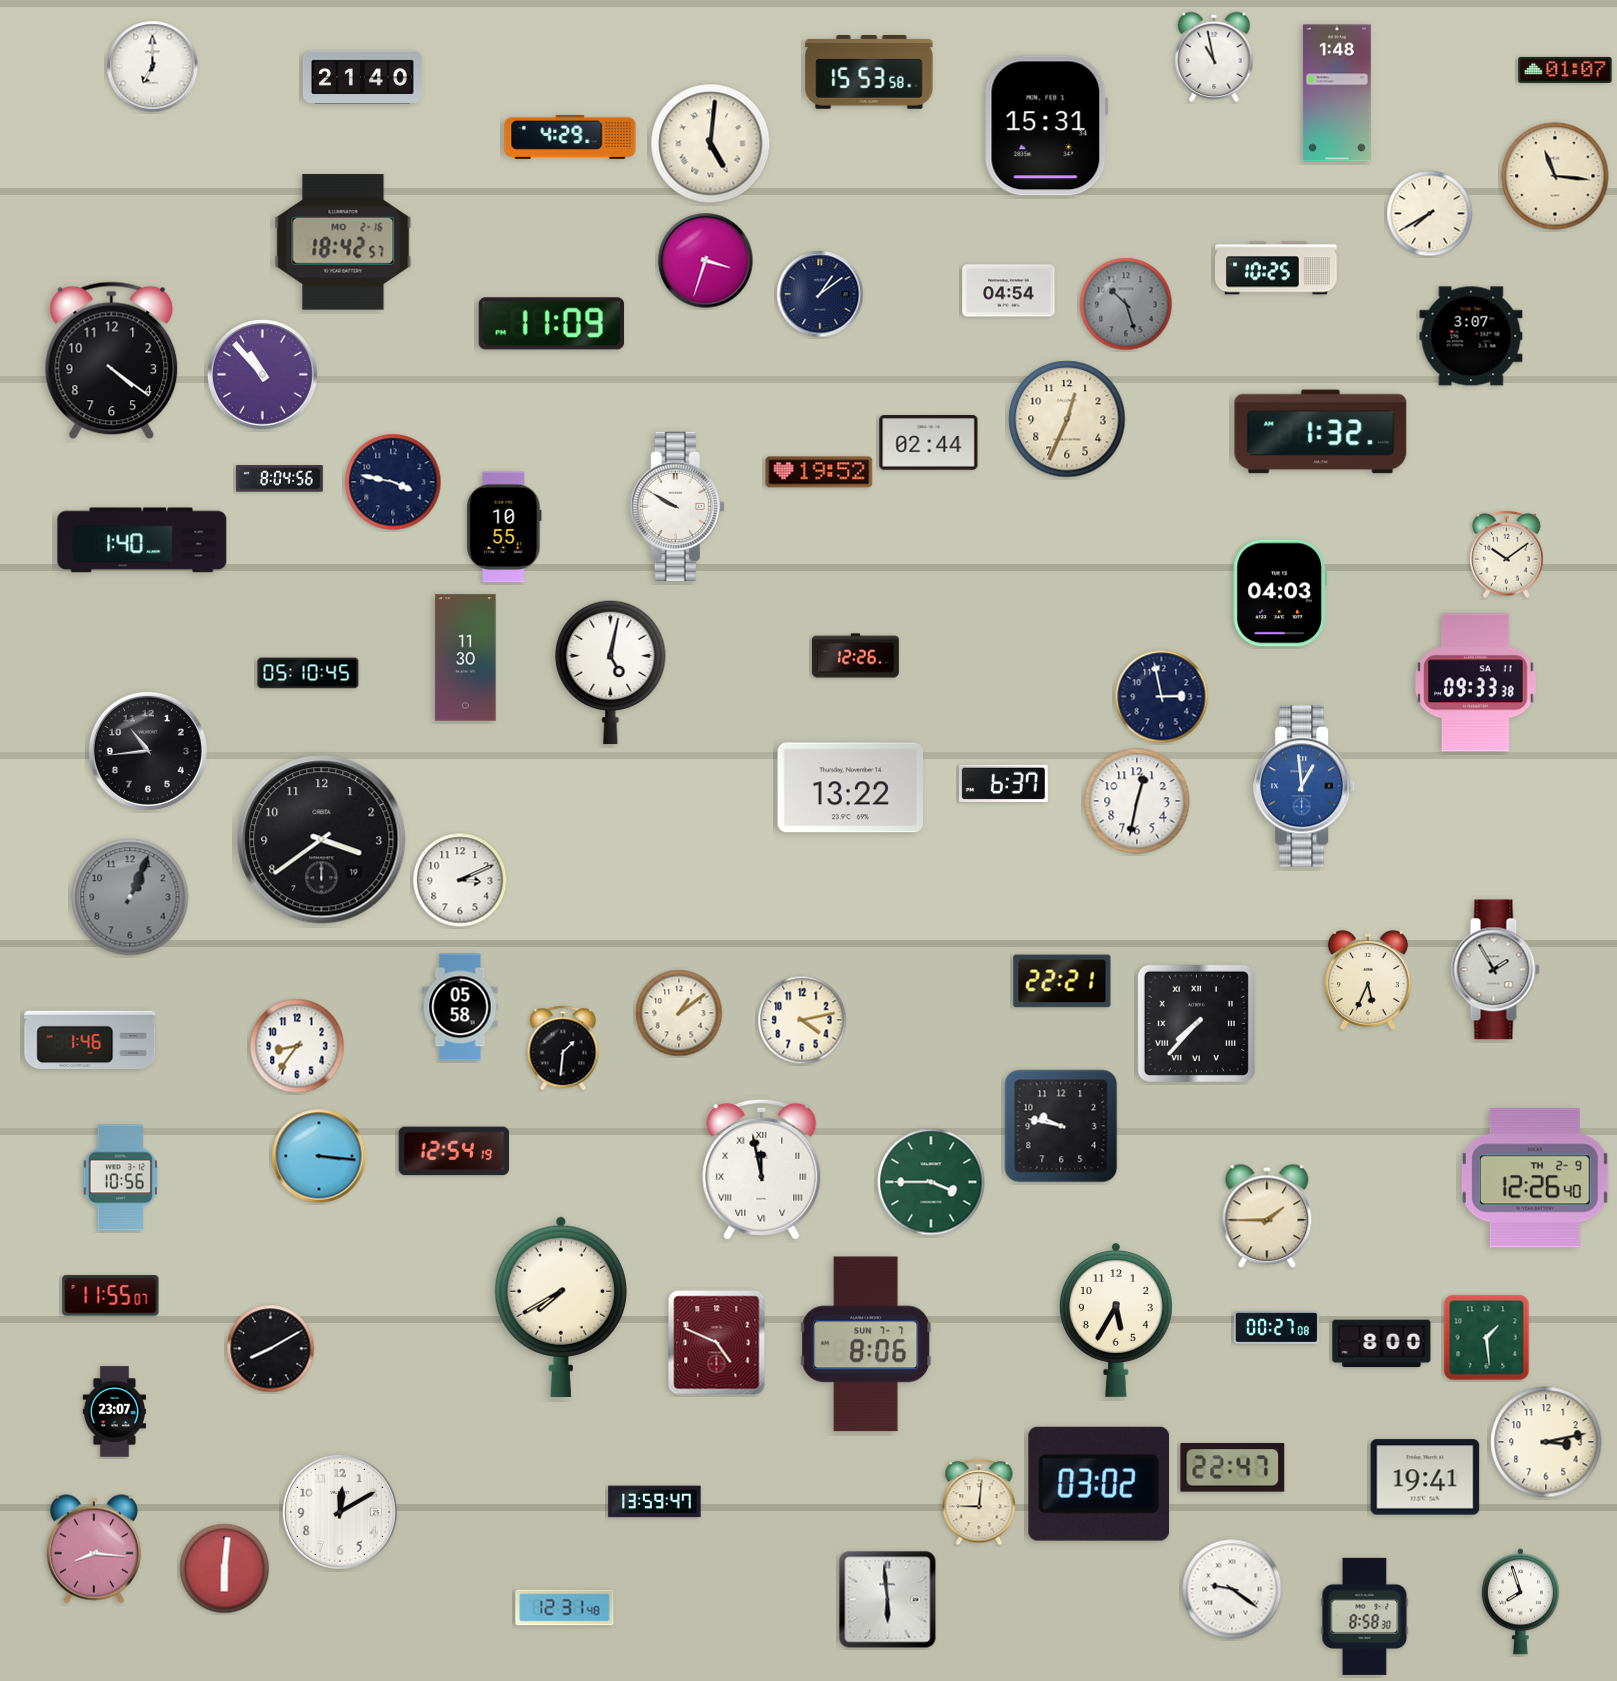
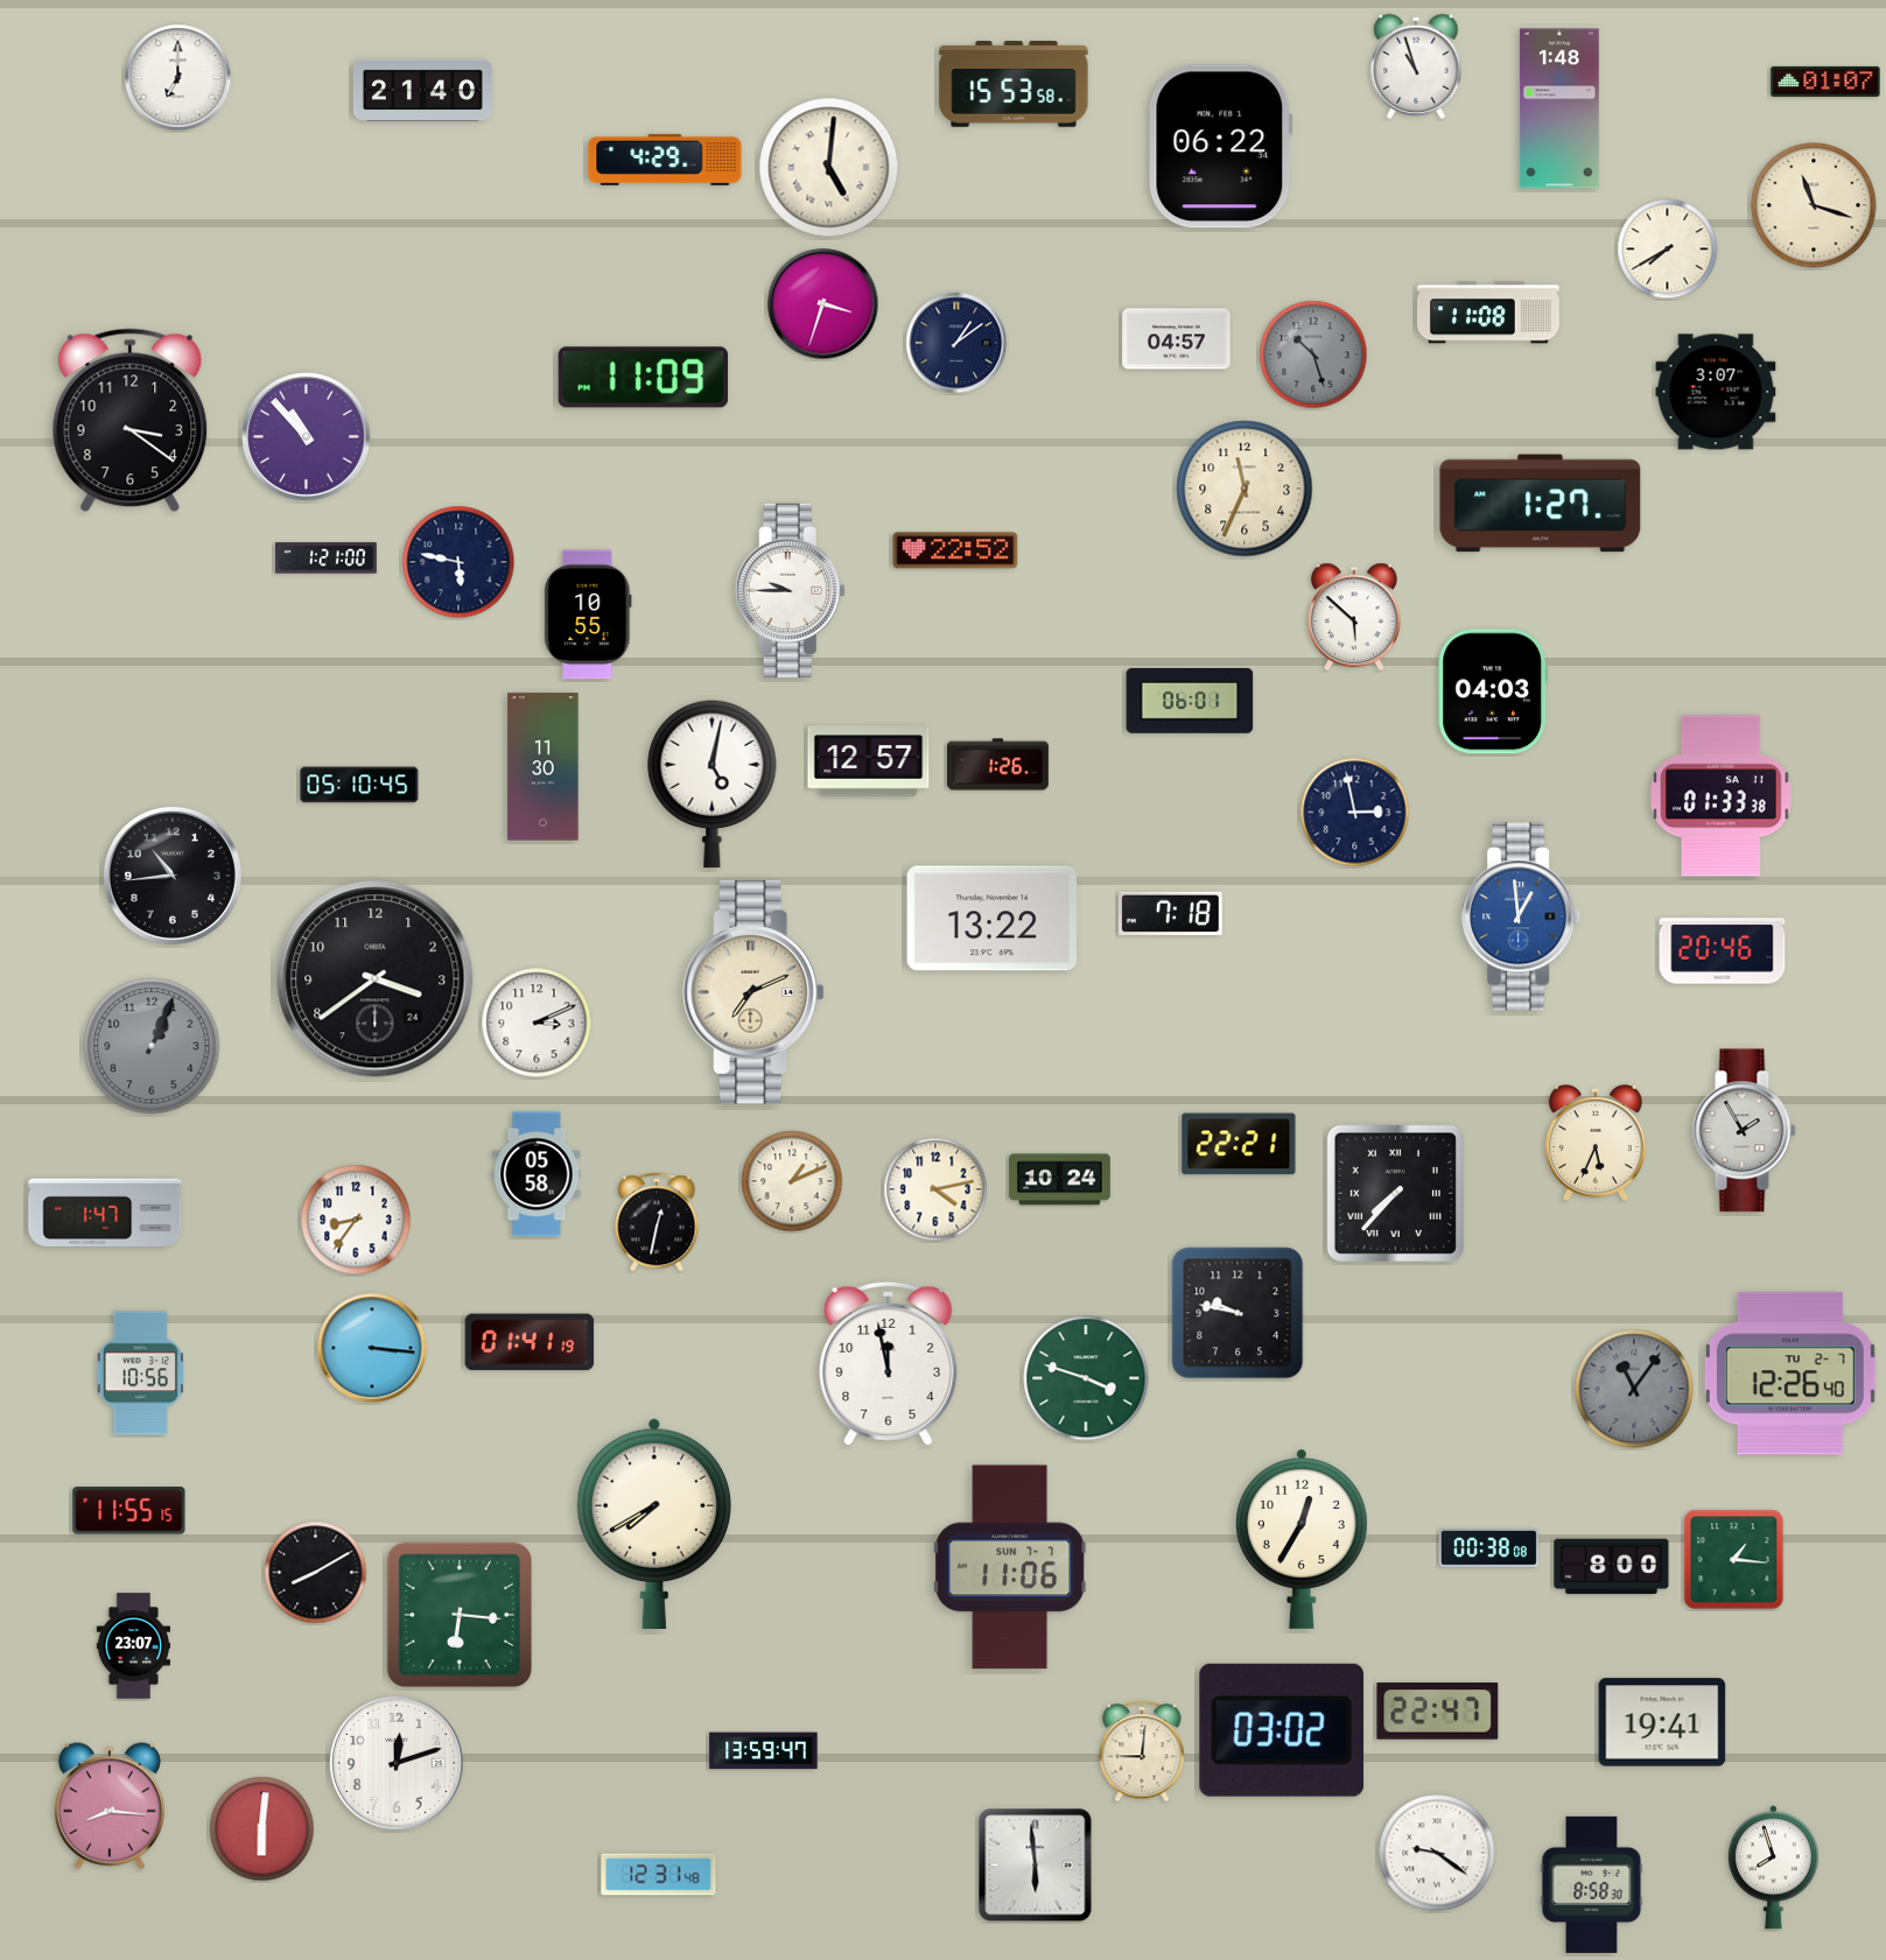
clock at (1214, 57): 10:58 -> 10:57
clock at (1047, 126): 15:31 -> 06:22
clock at (1555, 176): 11:16 -> 11:18
clock at (343, 242): 18:42 -> none
clock at (1277, 268): 10:25 -> 11:08
clock at (1009, 291): 04:54 -> 04:57
clock at (112, 361): 4:21 -> 3:21
clock at (1067, 419): 12:34 -> 11:34
clock at (1321, 432): 1:32 -> 1:27
clock at (929, 443): 02:44 -> none
clock at (819, 472): 19:52 -> 22:52
clock at (279, 479): 8:04 -> 1:21
clock at (393, 482): 3:47 -> 5:47
clock at (677, 506): 9:50 -> 9:45
clock at (1354, 617): none -> 5:52
clock at (142, 540): 1:40 -> none
clock at (1507, 555): 10:09 -> none
clock at (1190, 701): none -> 06:01
clock at (869, 761): none -> 12:57
clock at (856, 656): 12:26 -> 1:26
clock at (1476, 683): 09:33 -> 01:33
clock at (1004, 783): 6:37 -> 7:18
clock at (1137, 801): 12:32 -> none
clock at (1723, 951): none -> 20:46
clock at (322, 840) date: 19 -> 24
clock at (753, 993): none -> 7:11
clock at (460, 880) position: (460, 880) -> (537, 1023)
clock at (1060, 1180): none -> 10:24
clock at (679, 1013): 1:09 -> 1:11
clock at (90, 1040): 1:46 -> 1:47
clock at (297, 1046) position: (297, 1046) -> (356, 1220)
clock at (563, 1048): 1:31 -> 12:32
clock at (454, 1151): 12:54 -> 01:41
clock at (762, 1169) numerals: Roman -> Arabic
clock at (1535, 1178) date: TH 2-9 -> TU 2-7
clock at (931, 1182): 3:45 -> 3:48
clock at (1634, 1389): none -> 11:06
clock at (1267, 1217): 1:45 -> none
clock at (111, 1296): 11:55:07 -> 11:55:15
clock at (1116, 1320): 5:35 -> 12:35
clock at (1276, 1328): 00:27 -> 00:38
clock at (1487, 1338): 1:29 -> 1:16
clock at (717, 1343): 4:49 -> none
clock at (866, 1344): 8:06 -> 11:06
clock at (460, 1615): none -> 6:16
clock at (1546, 1442): 3:13 -> none
clock at (340, 1512): 12:10 -> 12:12
